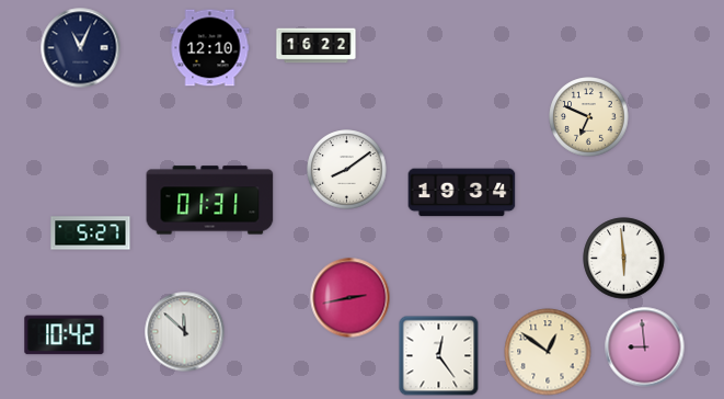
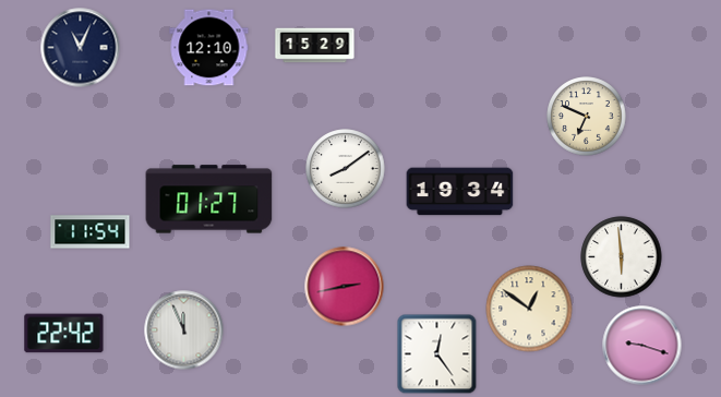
clock at (317, 46): 16:22 -> 15:29
clock at (210, 201): 01:31 -> 01:27
clock at (91, 233): 5:27 -> 11:54
clock at (350, 298) position: (350, 298) -> (345, 287)
clock at (185, 332): 11:52 -> 11:56
clock at (65, 335): 10:42 -> 22:42
clock at (645, 347): 8:59 -> 9:18
clock at (548, 352) position: (548, 352) -> (529, 309)
